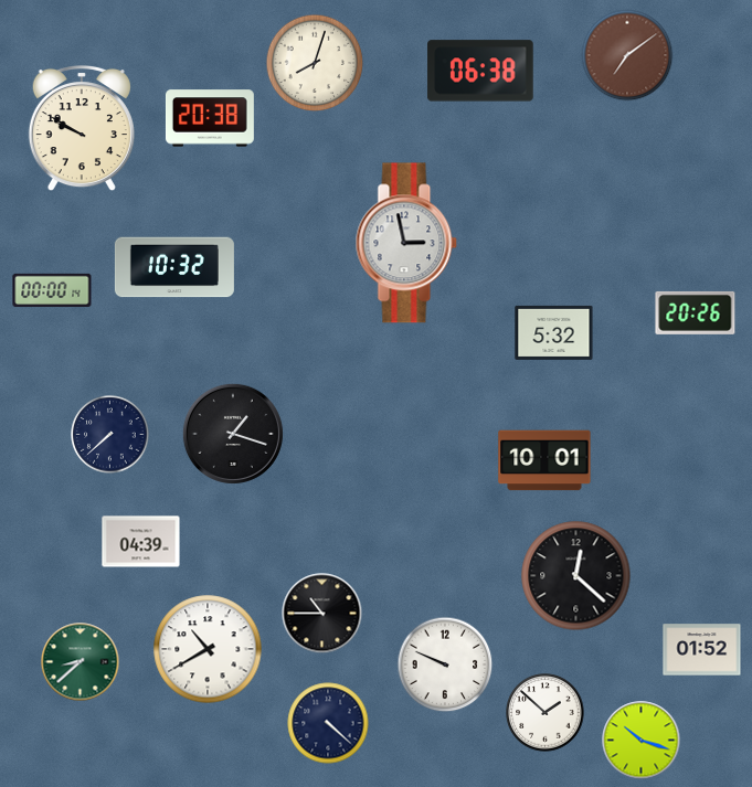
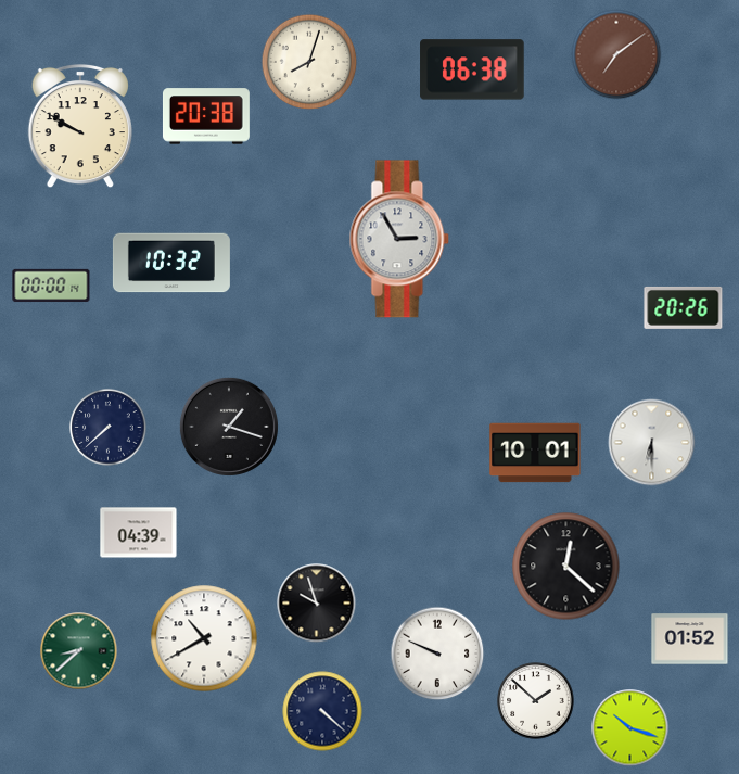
clock at (406, 243): 2:58 -> 2:55
clock at (554, 332): 5:32 -> none
clock at (652, 443): none -> 6:30
clock at (322, 614): 10:45 -> 9:57
